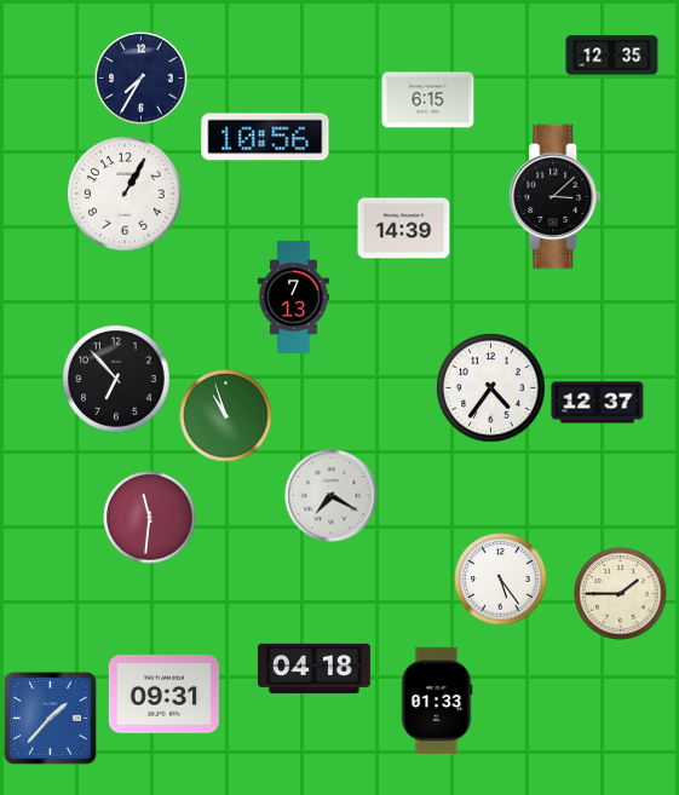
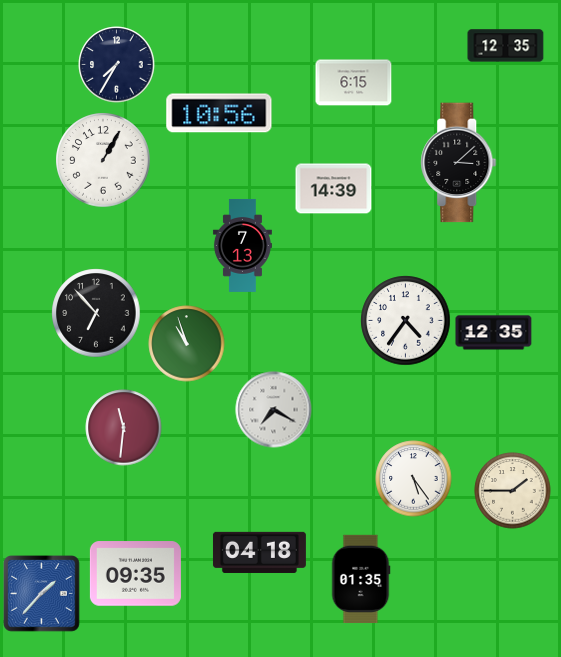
clock at (598, 403): 12:37 -> 12:35
clock at (163, 695): 09:31 -> 09:35
clock at (437, 699): 01:33 -> 01:35
